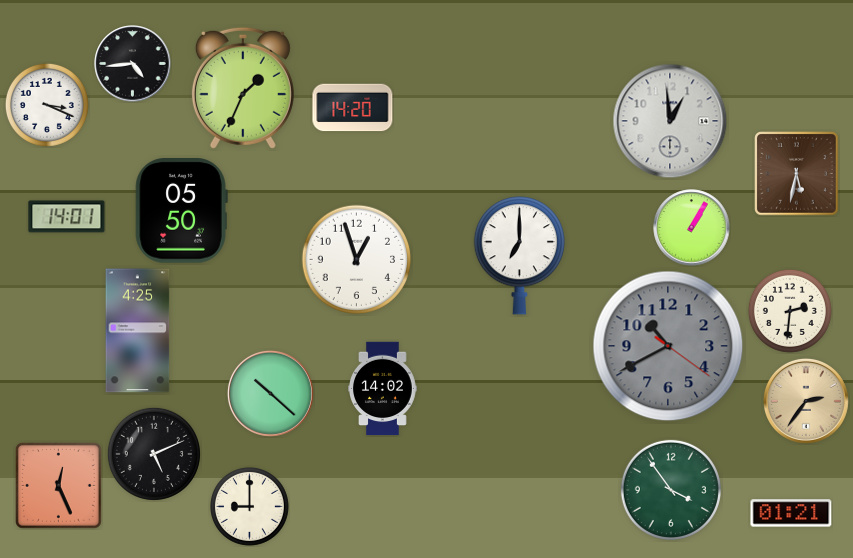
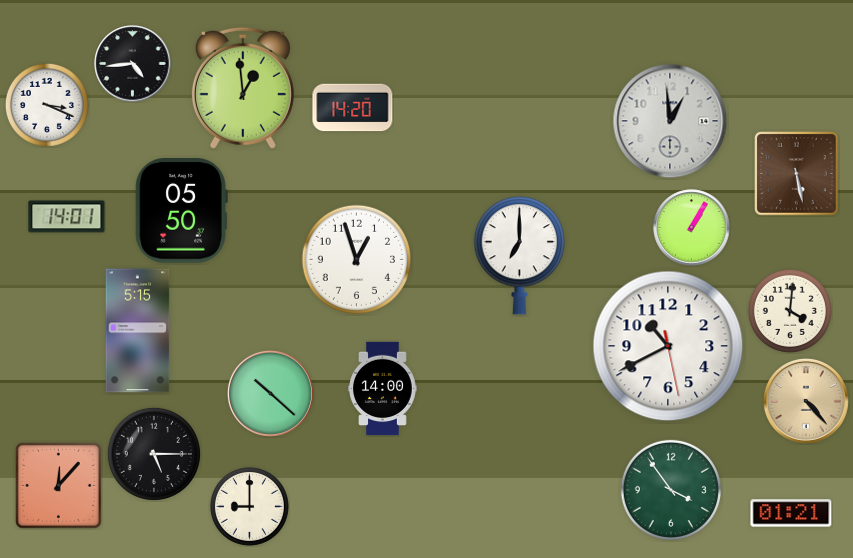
clock at (243, 88): 1:34 -> 12:59
clock at (797, 174): 5:32 -> 5:28
clock at (790, 311): 2:31 -> 4:01
clock at (138, 331): 4:25 -> 5:15
clock at (668, 346): 10:40:21 -> 10:40:28
clock at (668, 346) dial: grey -> white
clock at (383, 389): 14:02 -> 14:00
clock at (806, 401): 2:36 -> 4:23
clock at (154, 454): 5:11 -> 5:15
clock at (58, 485): 12:26 -> 12:07
